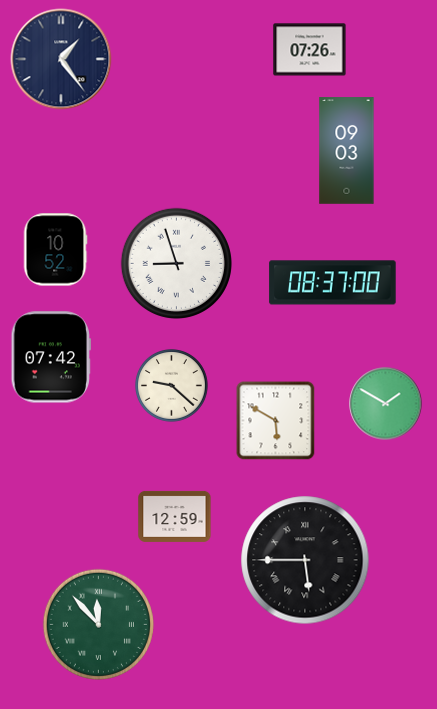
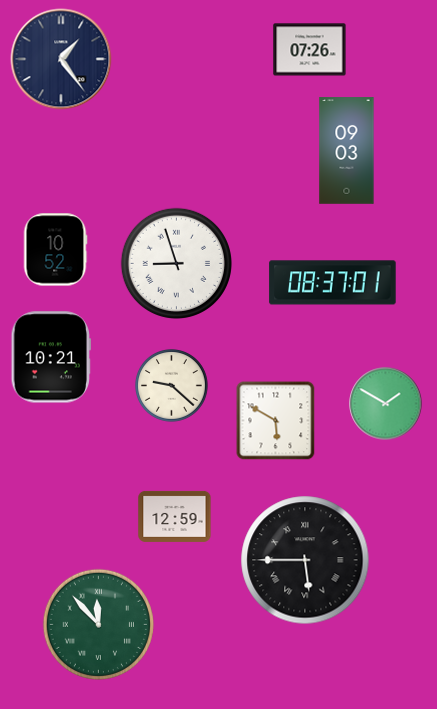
clock at (333, 283): 08:37:00 -> 08:37:01
clock at (50, 357): 07:42 -> 10:21
